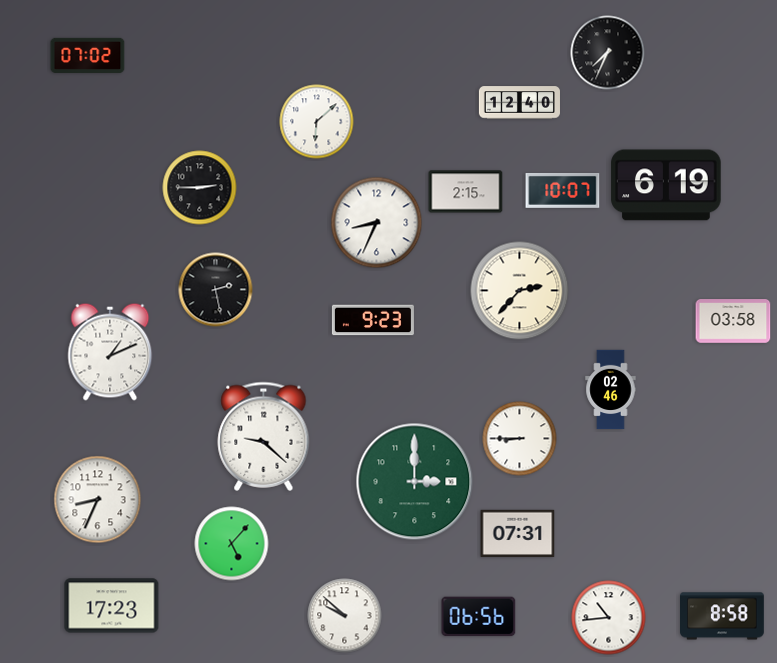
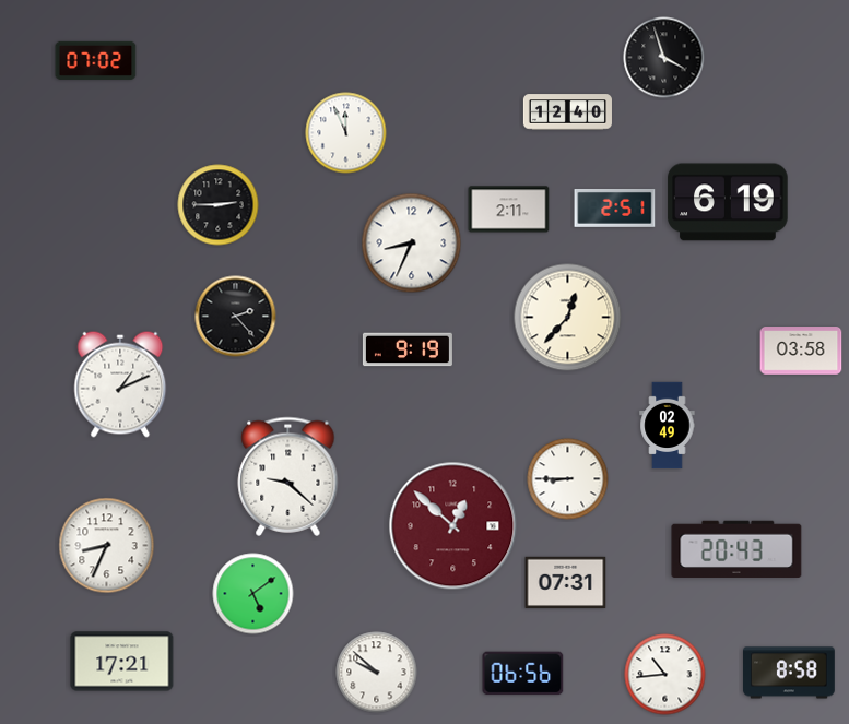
clock at (608, 53): 7:34 -> 3:57
clock at (317, 122): 6:08 -> 11:56
clock at (563, 190): 10:07 -> 2:51
clock at (466, 192): 2:15 -> 2:11
clock at (216, 290): 2:28 -> 2:23
clock at (520, 291): 2:37 -> 12:37
clock at (373, 320): 9:23 -> 9:19
clock at (611, 390): 02:46 -> 02:49
clock at (415, 482): 3:00 -> 12:52
clock at (415, 482) dial: green -> burgundy
clock at (736, 549): none -> 20:43
clock at (232, 544): 5:07 -> 5:09
clock at (112, 606): 17:23 -> 17:21
